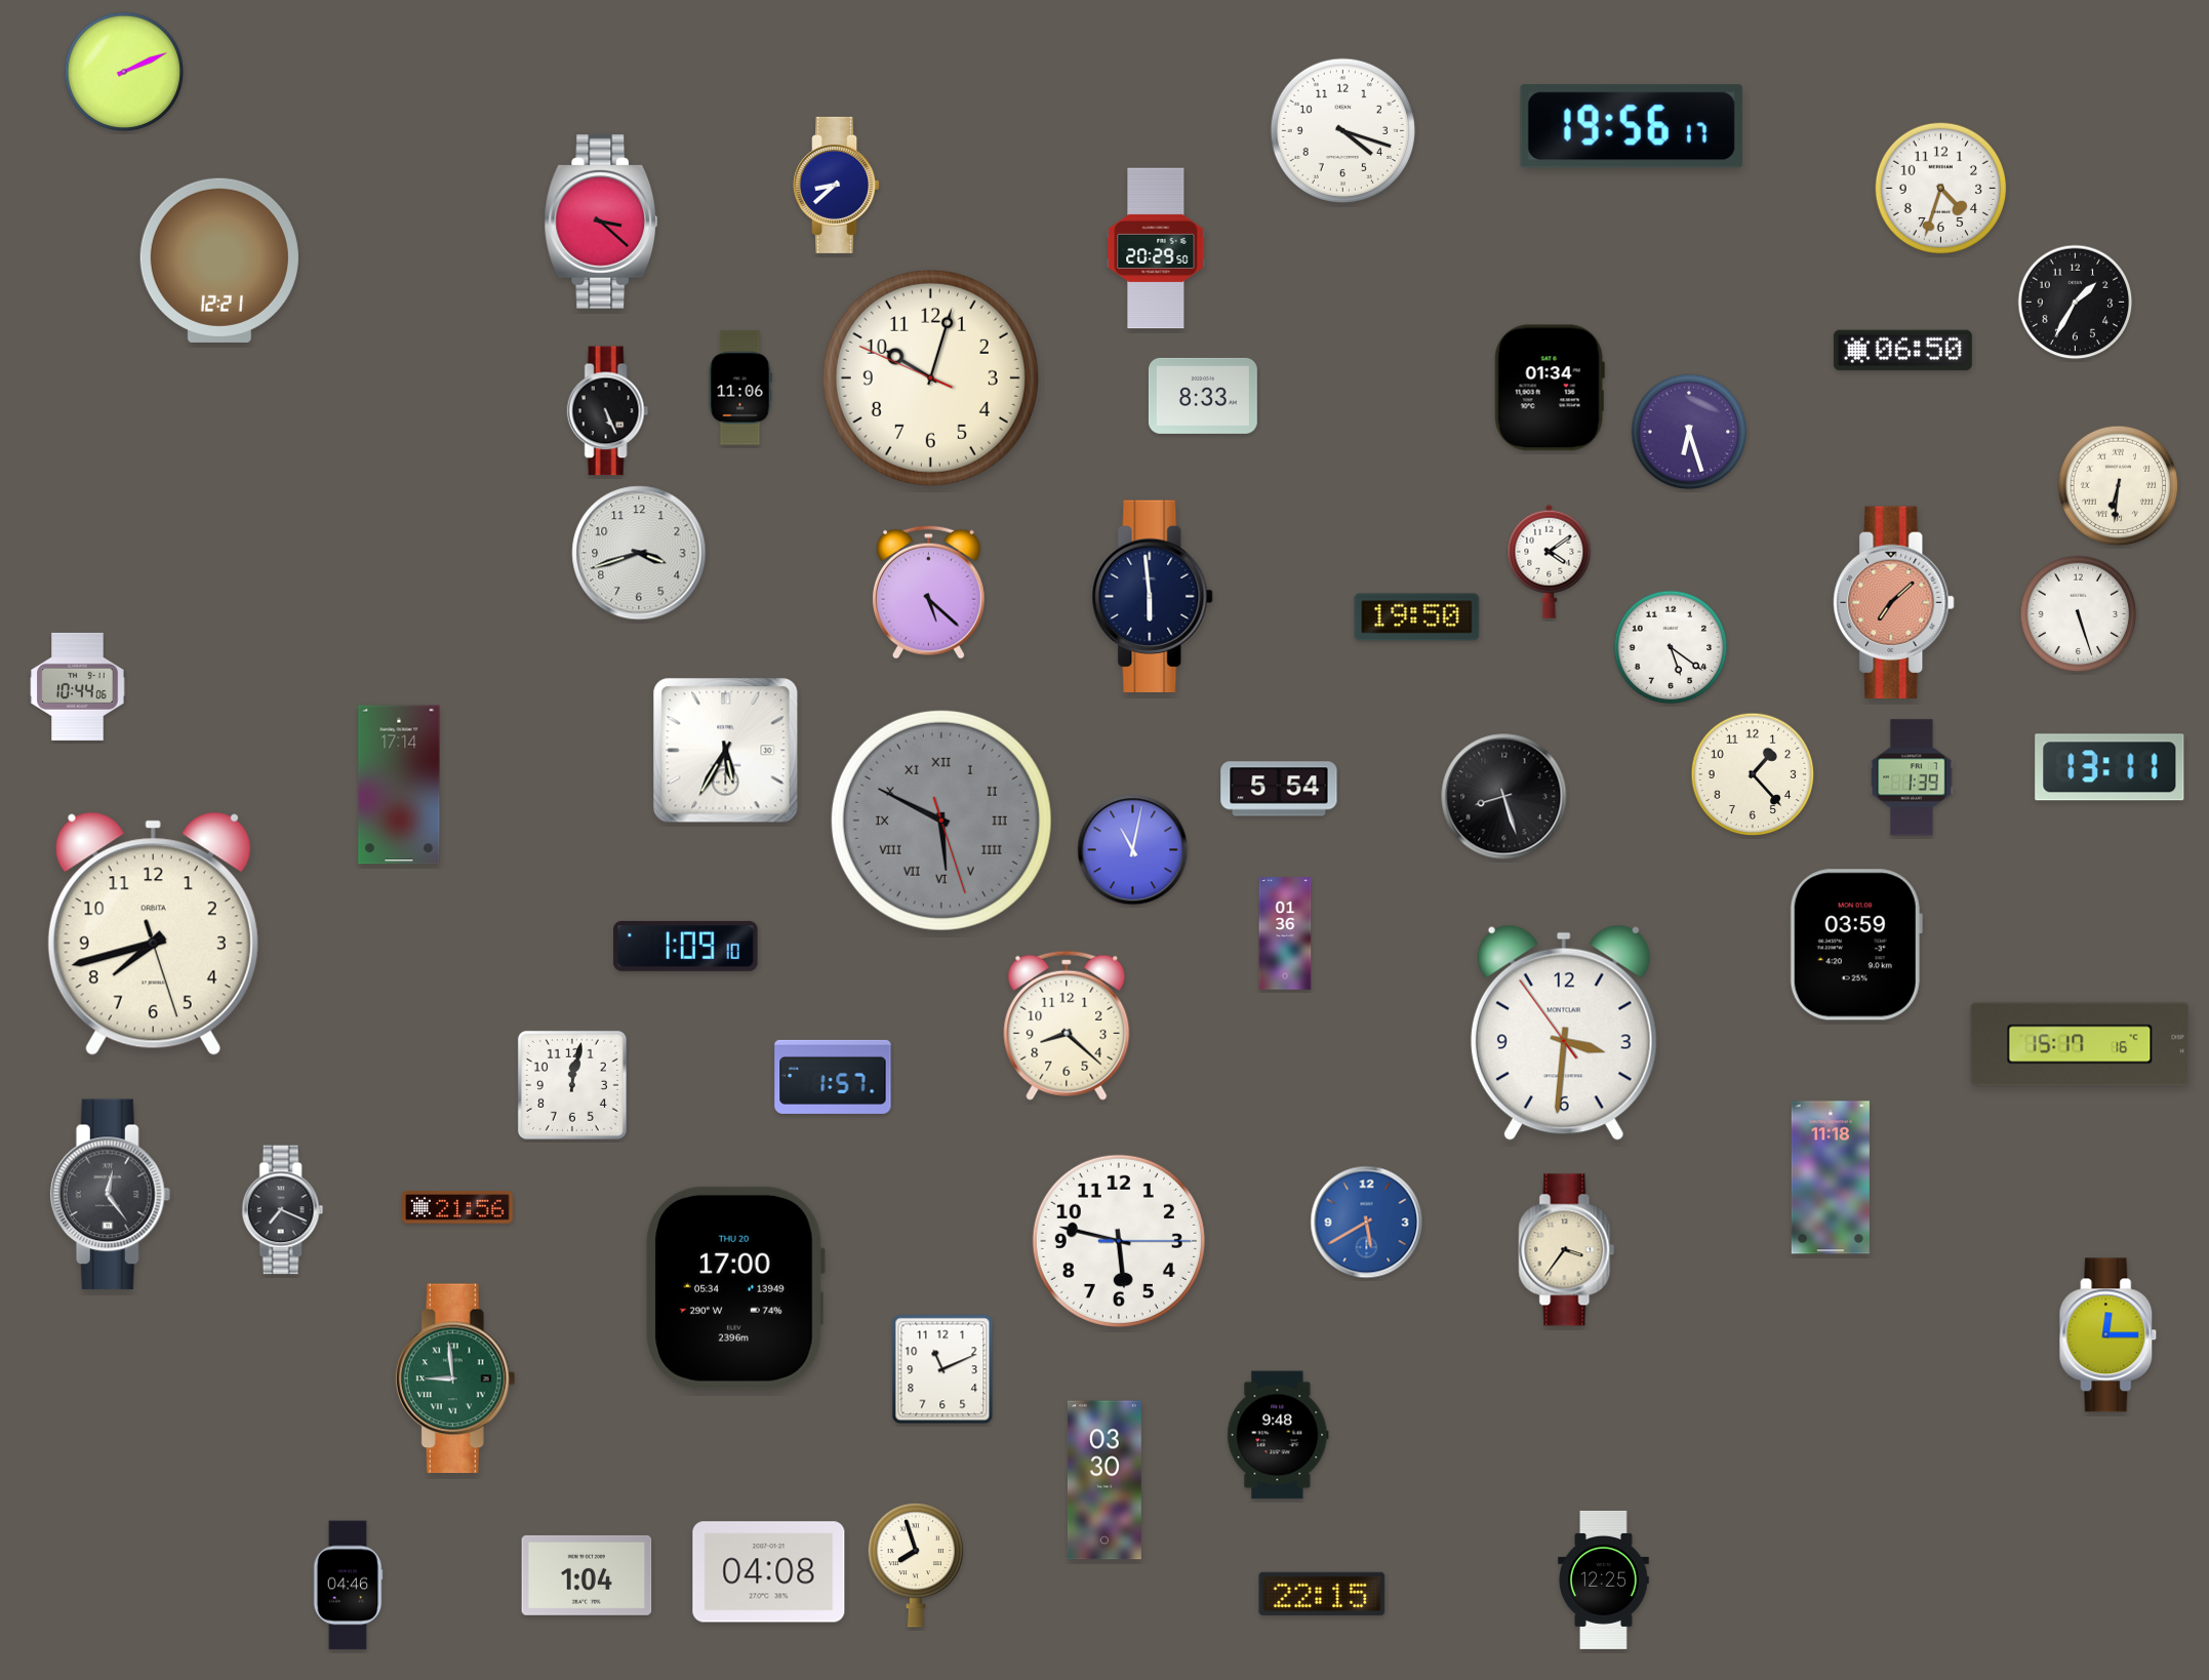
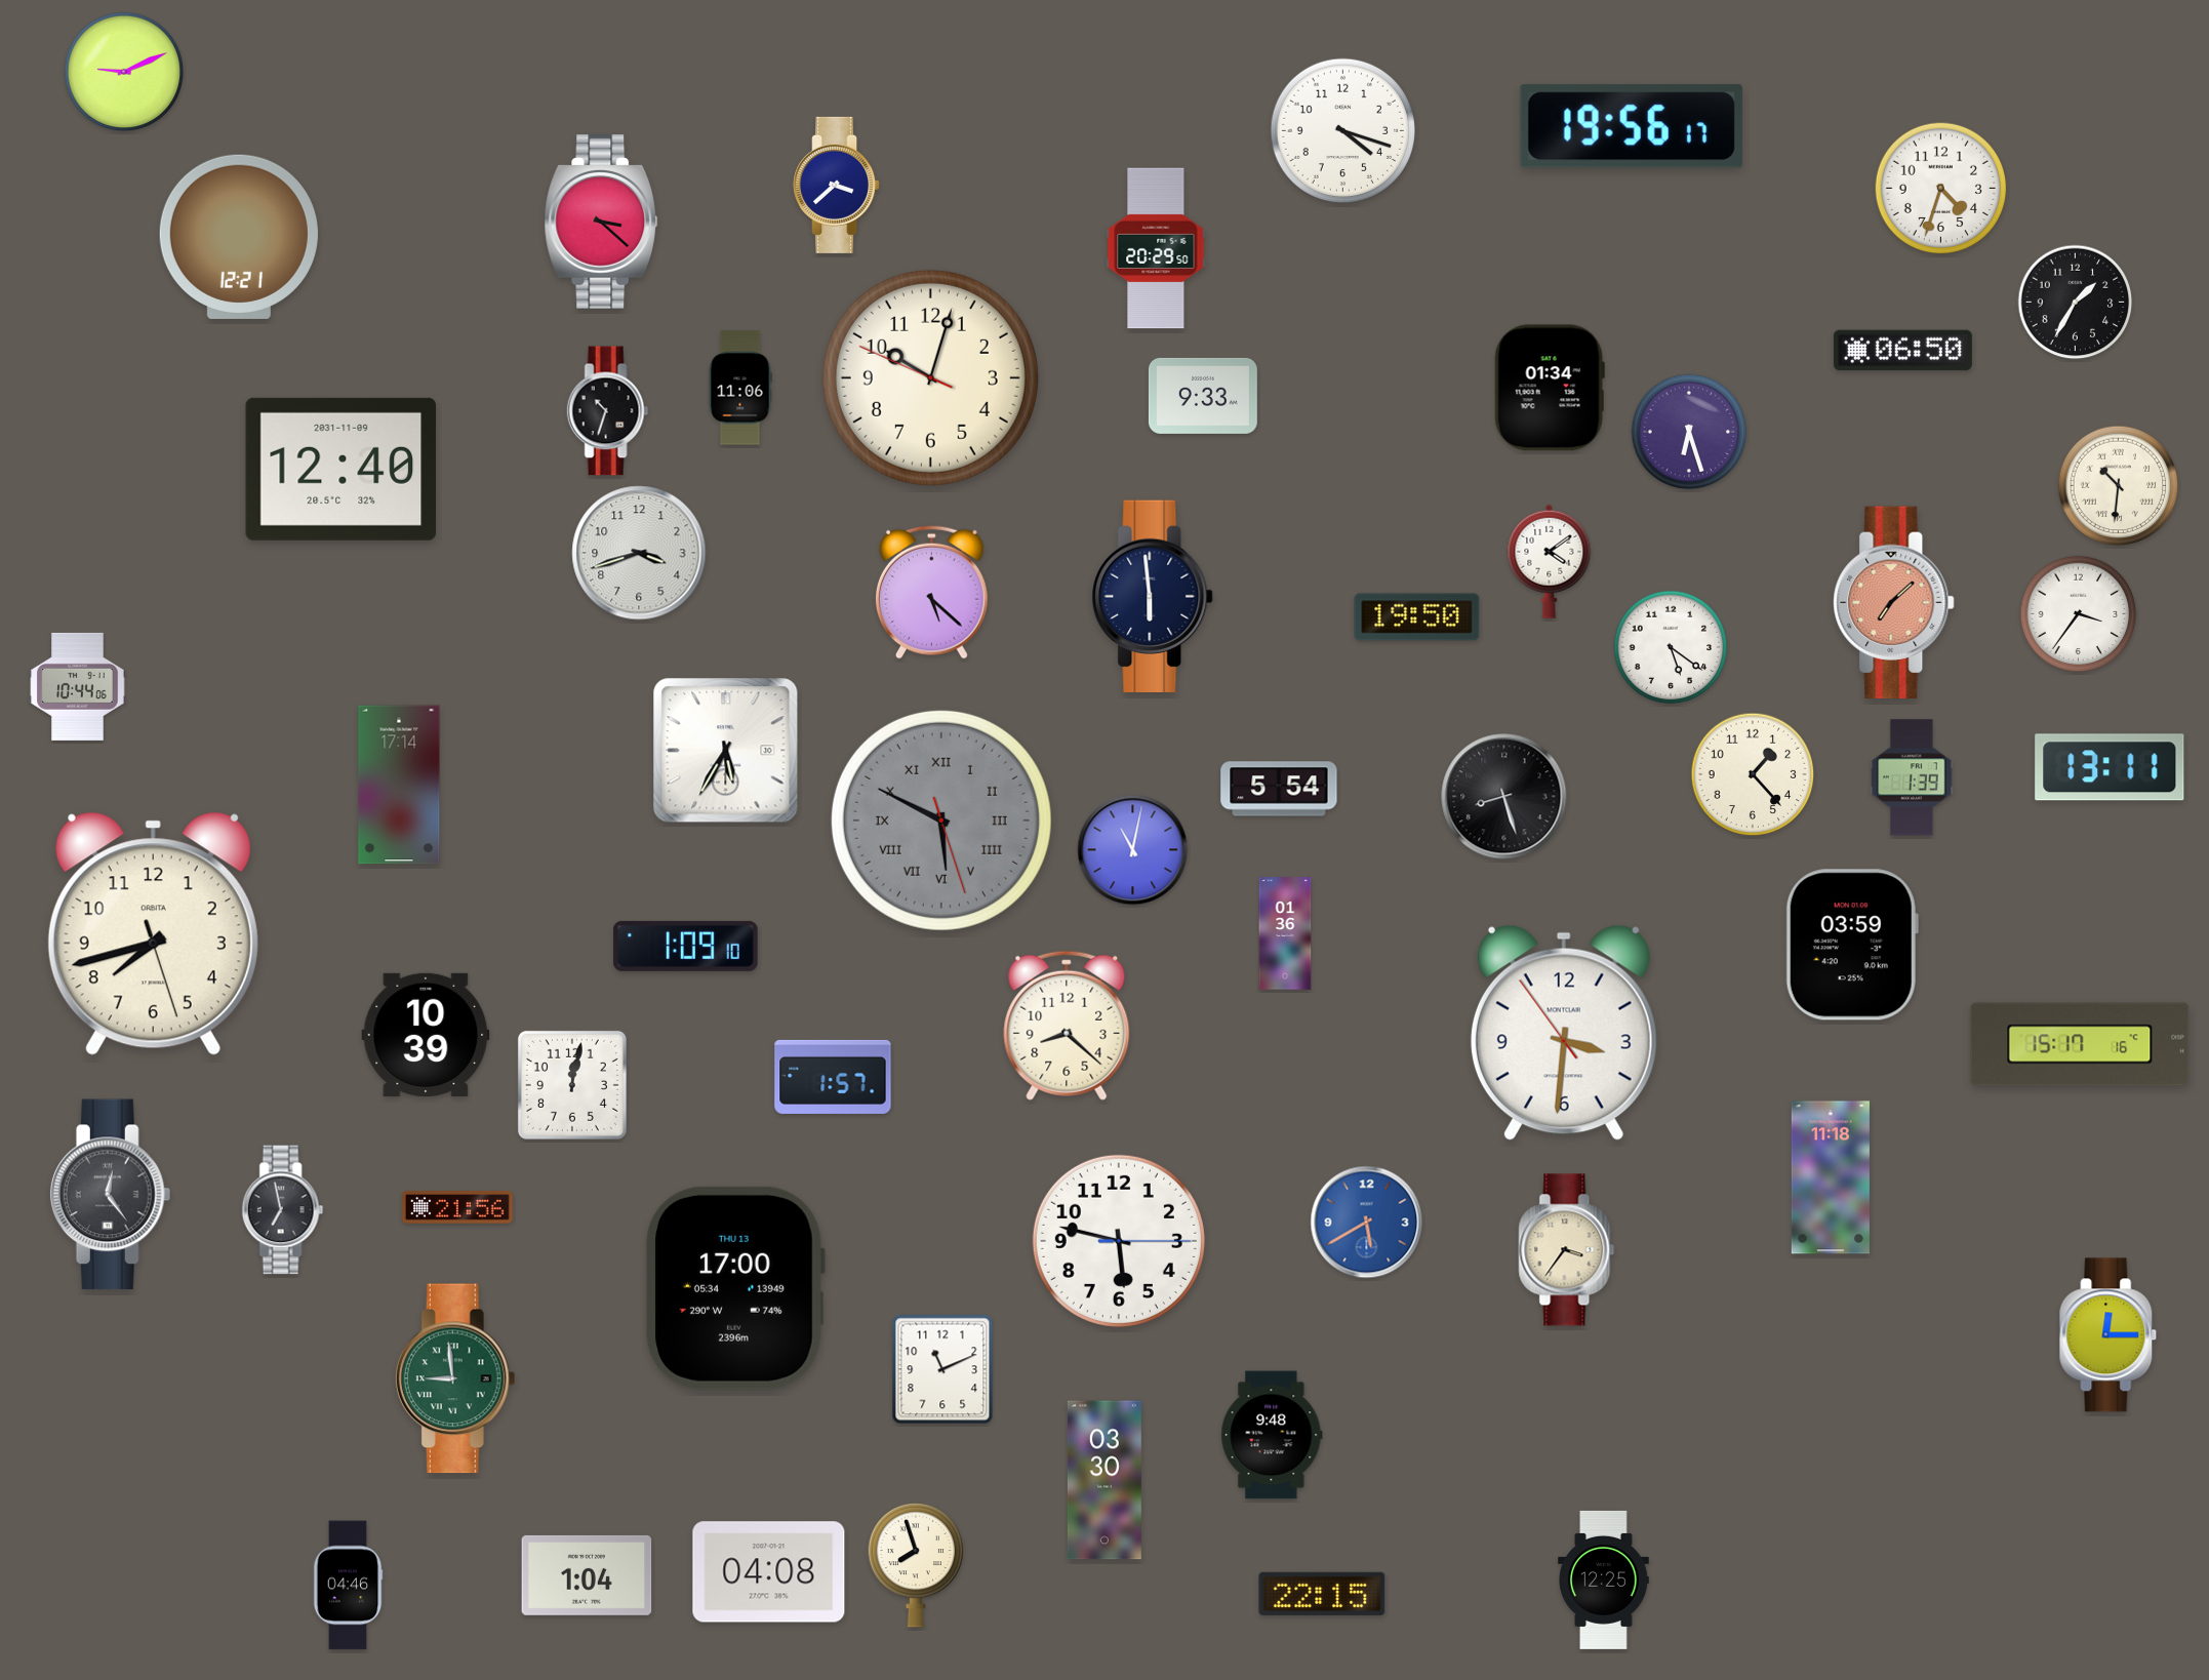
clock at (124, 72): 2:11 -> 9:11
clock at (837, 185): 8:38 -> 3:38
clock at (219, 261) position: (219, 261) -> (239, 237)
clock at (1203, 396): 8:33 -> 9:33
clock at (608, 411): 5:26 -> 10:33
clock at (342, 469): none -> 12:40
clock at (2119, 486): 6:31 -> 10:31
clock at (928, 592) position: (928, 592) -> (931, 592)
clock at (2079, 614): 5:27 -> 3:36
clock at (1856, 945) position: (1856, 945) -> (1852, 945)
clock at (426, 1035): none -> 10:39
clock at (283, 1210): 7:19 -> 6:58
clock at (735, 1288) date: THU 20 -> THU 13
clock at (1278, 1435) position: (1278, 1435) -> (1272, 1435)
